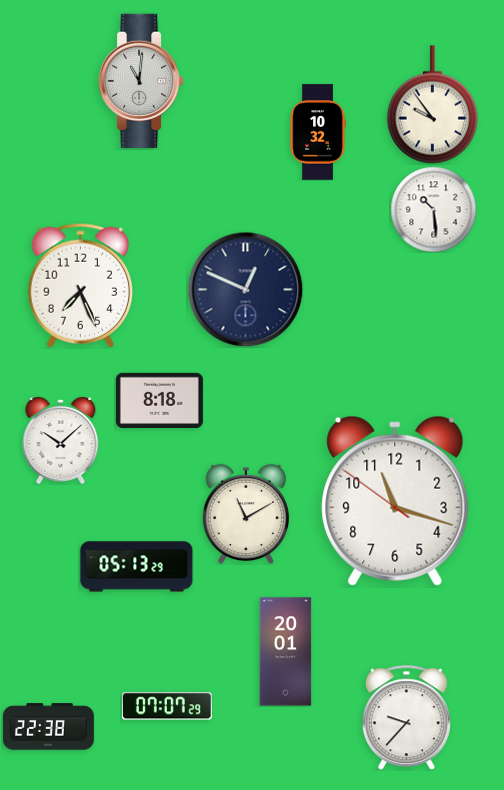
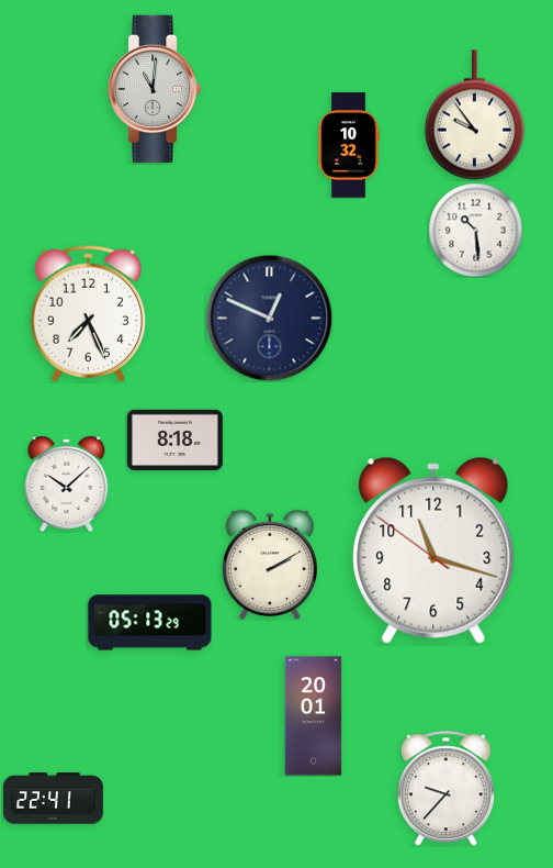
clock at (246, 514): 11:10 -> 2:10
clock at (167, 706): 07:07 -> none
clock at (49, 727): 22:38 -> 22:41
